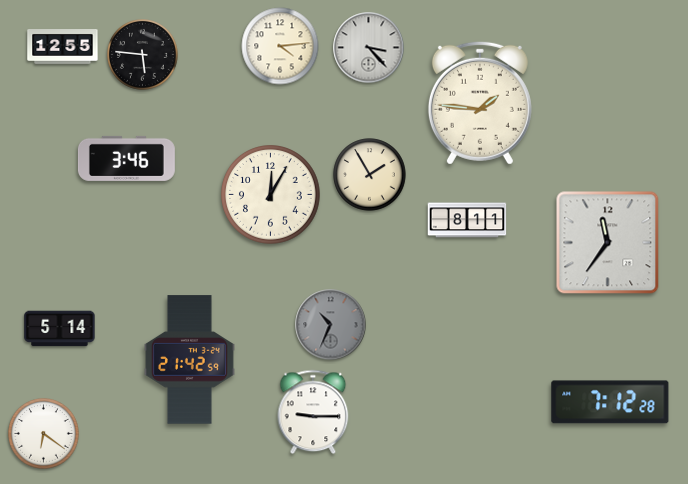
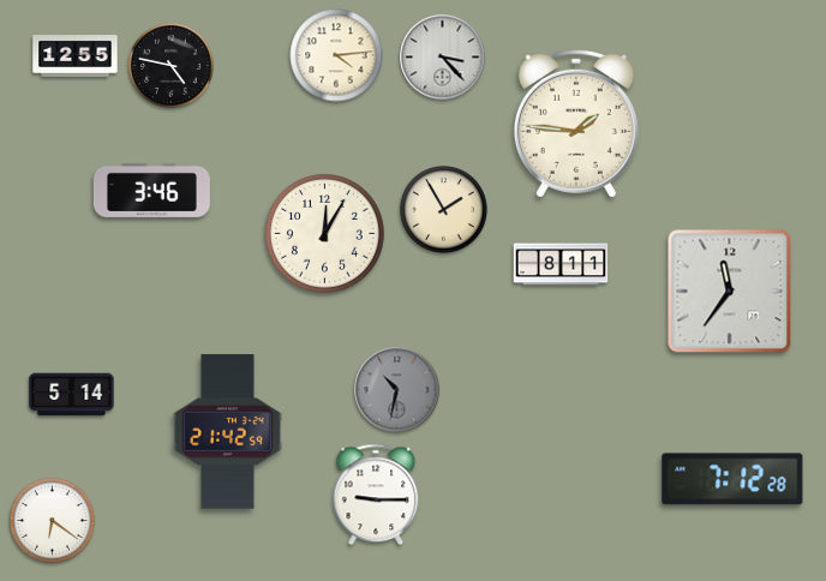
clock at (143, 55): 5:46 -> 4:47
clock at (331, 325): 10:34 -> 10:32
clock at (610, 402) position: (610, 402) -> (732, 479)
